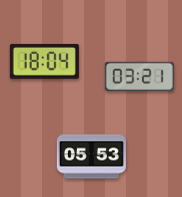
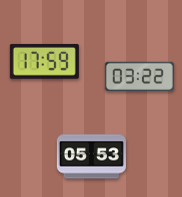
clock at (44, 61): 18:04 -> 17:59
clock at (139, 76): 03:21 -> 03:22
